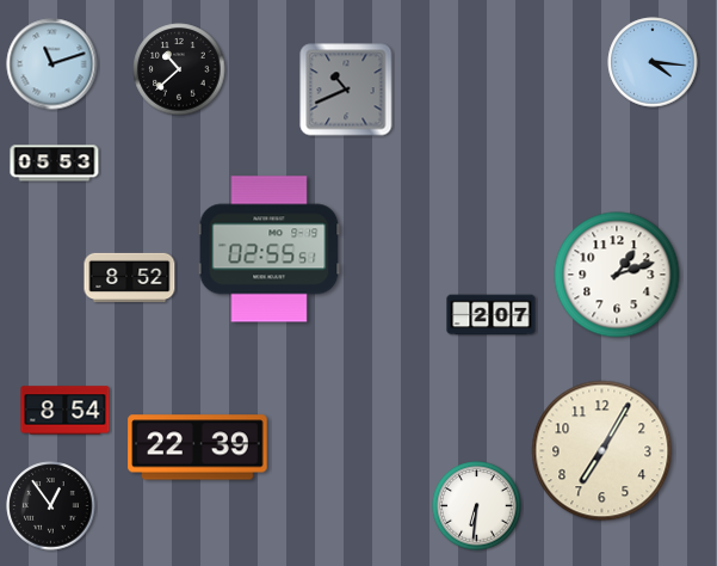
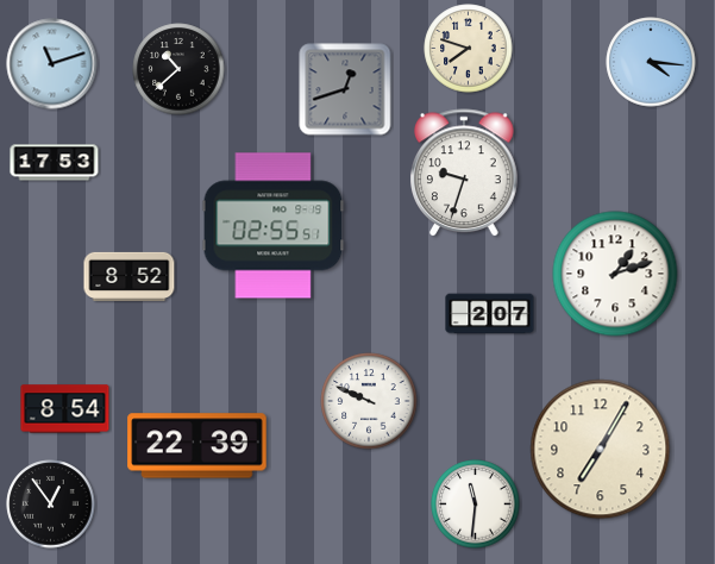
clock at (469, 49): none -> 7:48
clock at (346, 90): 10:41 -> 12:42
clock at (55, 164): 05:53 -> 17:53
clock at (465, 174): none -> 9:33
clock at (270, 250) position: (270, 250) -> (274, 226)
clock at (369, 401): none -> 9:49
clock at (477, 506): 6:31 -> 11:31
